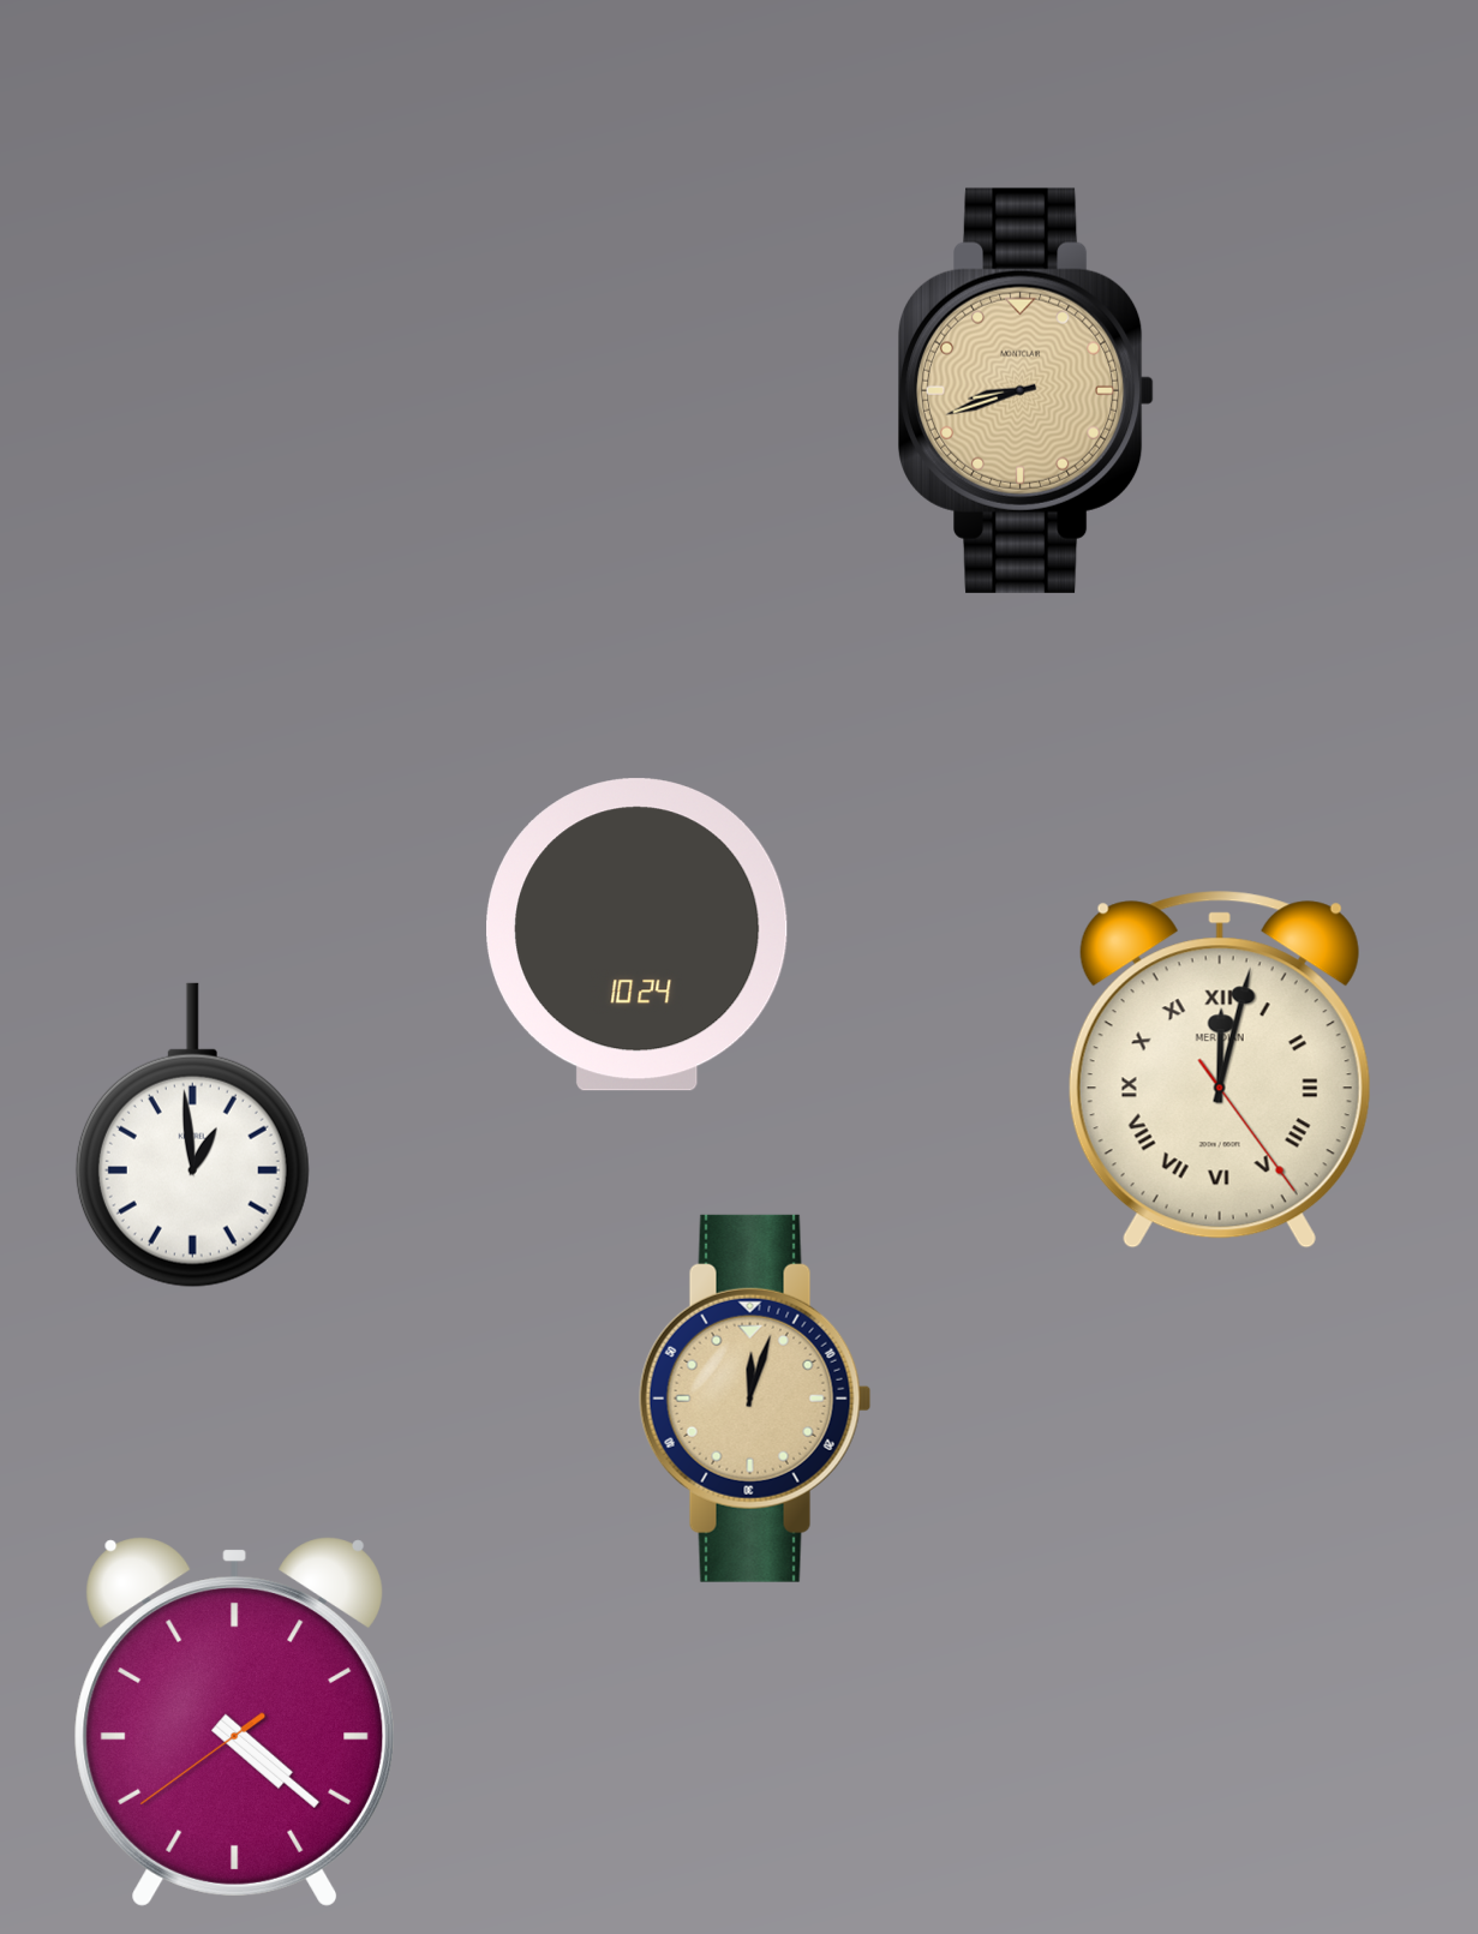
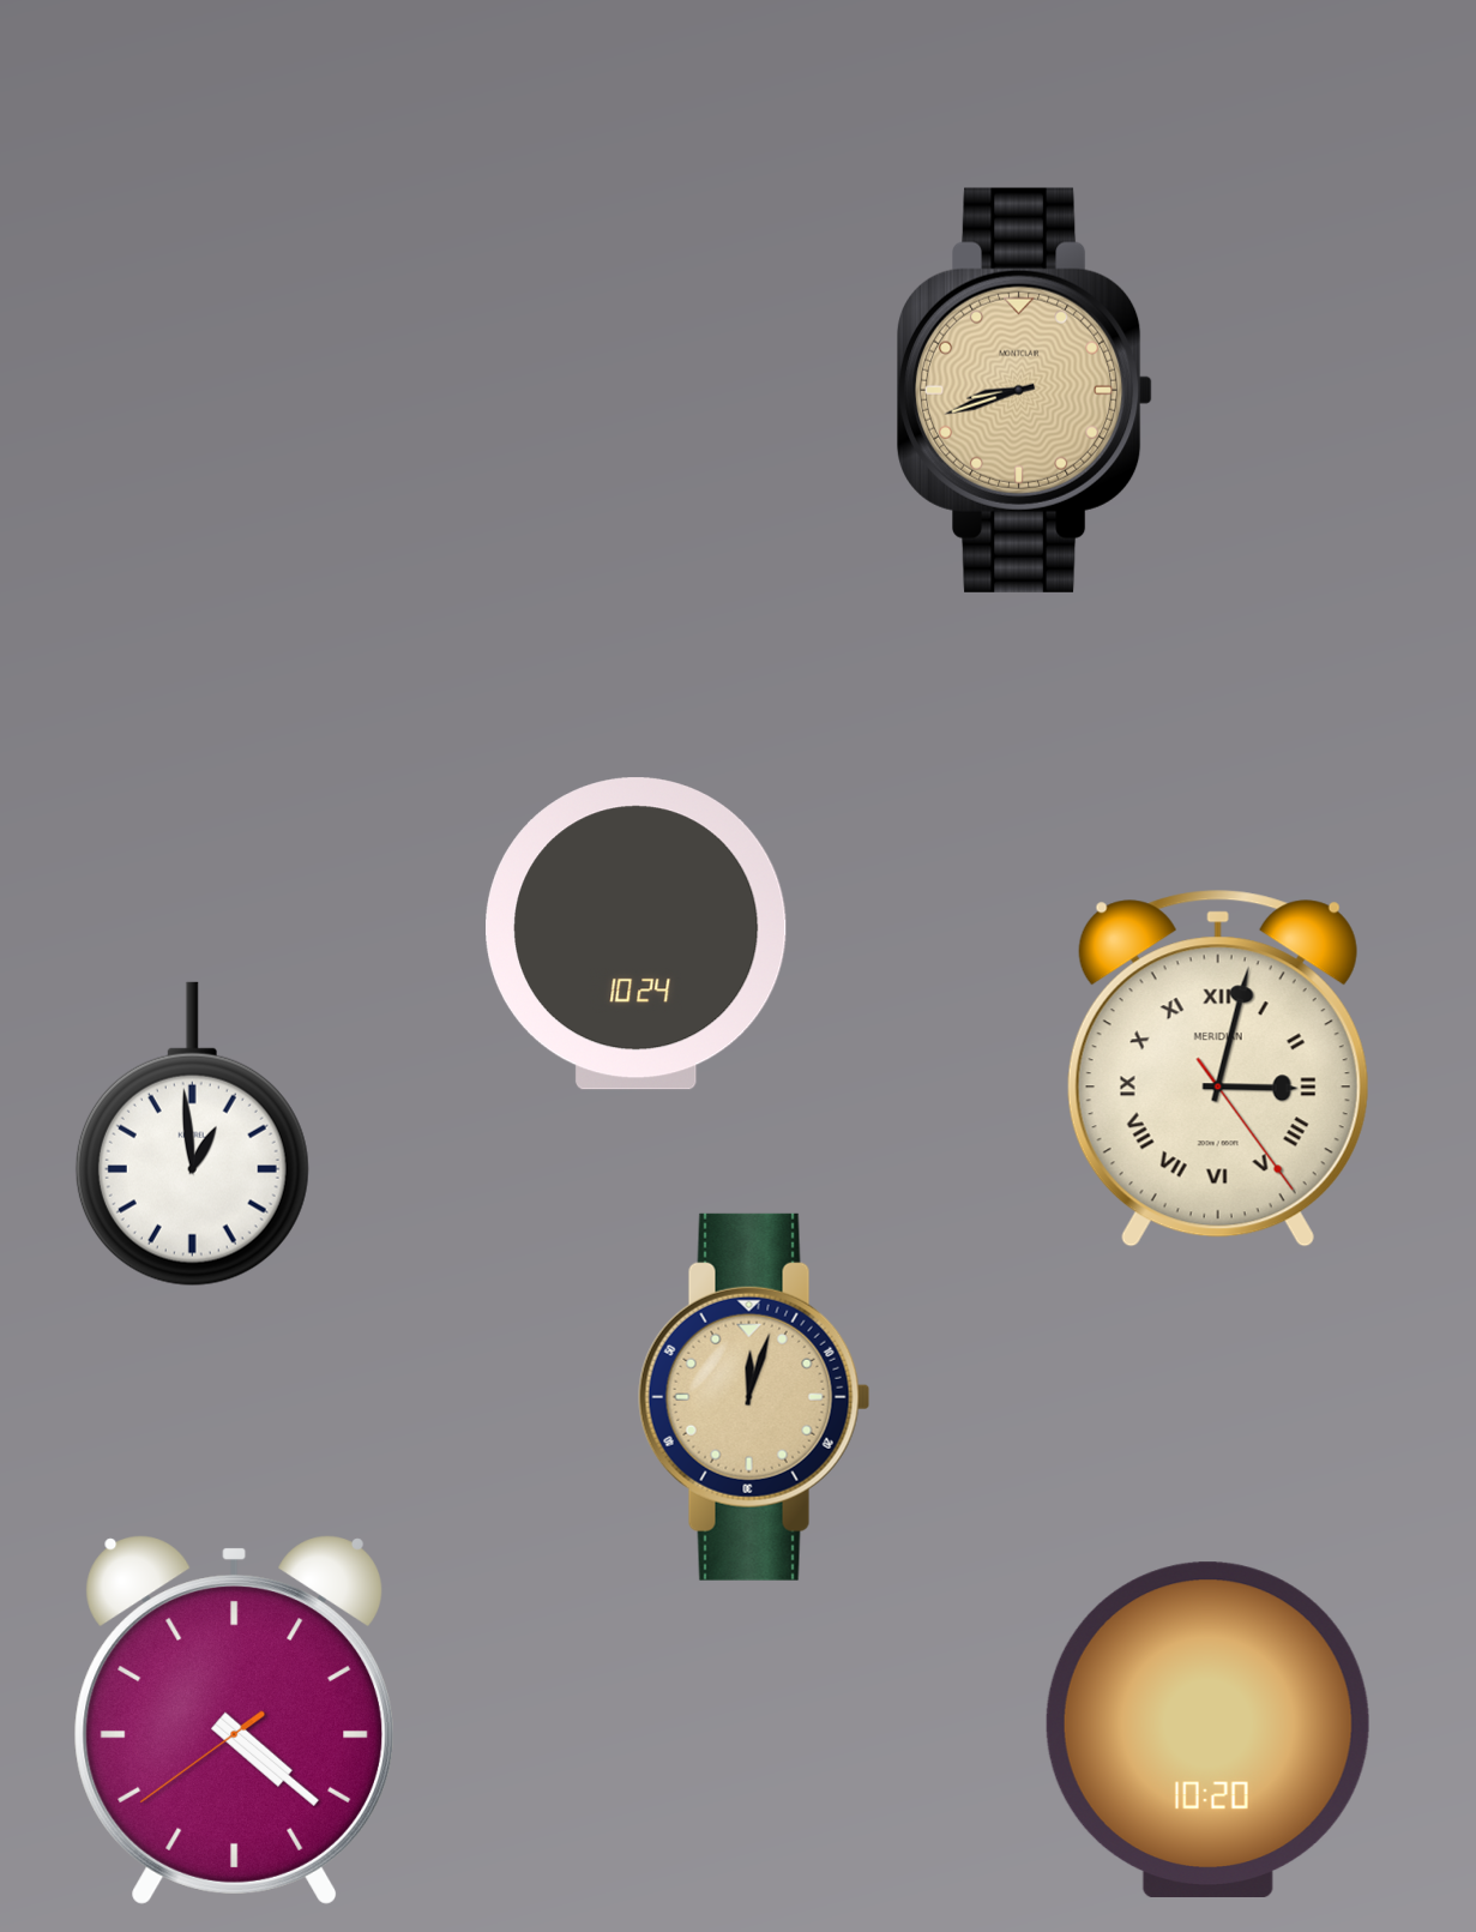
clock at (1220, 1070): 12:02 -> 3:02
clock at (1207, 1731): none -> 10:20
